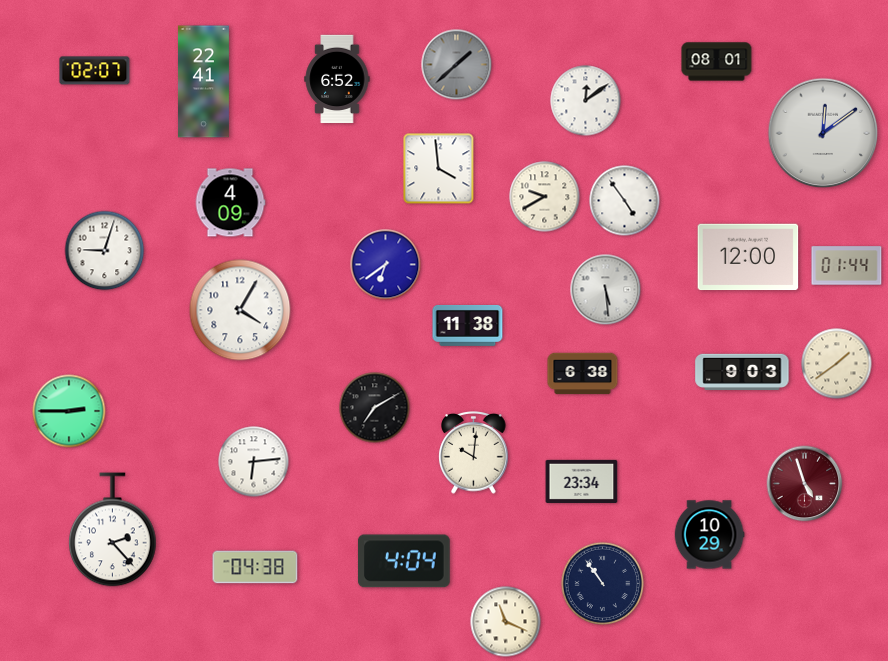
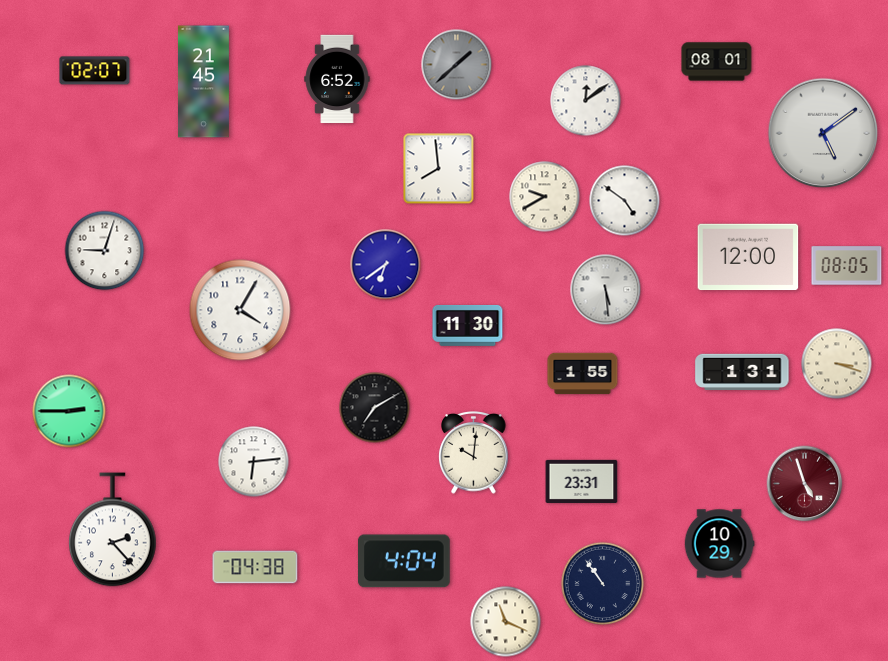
clock at (203, 82): 22:41 -> 21:45
clock at (823, 133): 12:09 -> 5:09
clock at (439, 169): 3:59 -> 7:59
clock at (625, 201): 4:54 -> 4:51
clock at (230, 203): 4:09 -> none
clock at (847, 266): 01:44 -> 08:05
clock at (468, 325): 11:38 -> 11:30
clock at (837, 364): 1:39 -> 3:18
clock at (742, 371): 9:03 -> 1:31
clock at (583, 374): 6:38 -> 1:55
clock at (582, 481): 23:34 -> 23:31
clock at (709, 535) position: (709, 535) -> (719, 544)
